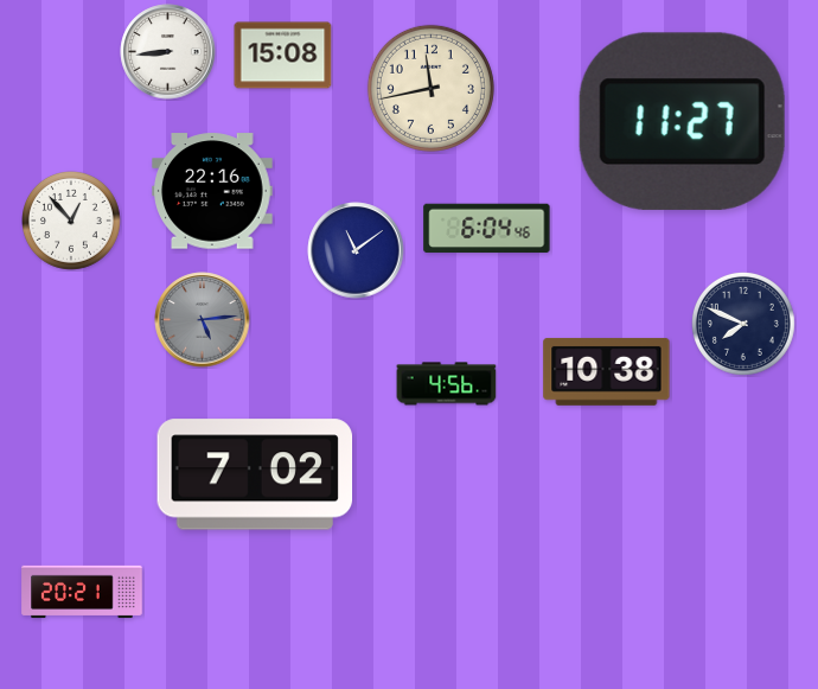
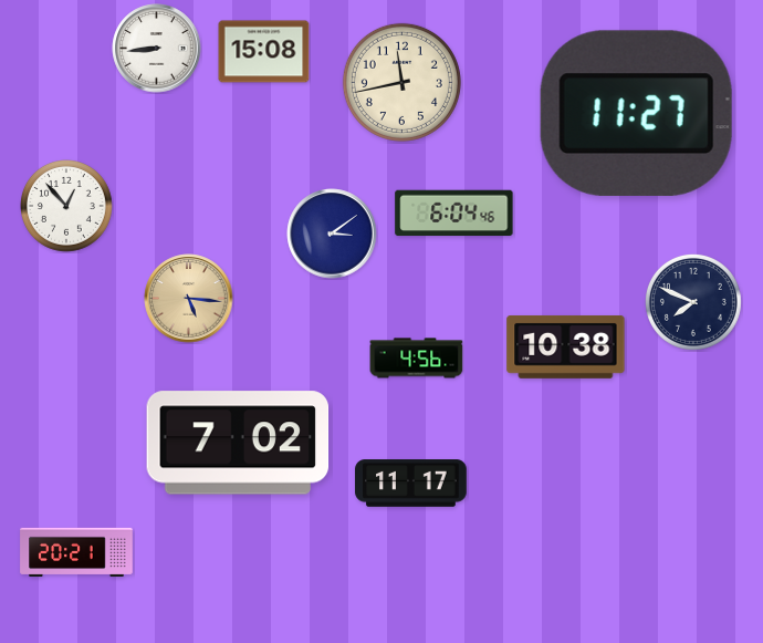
clock at (212, 191): 22:16 -> none
clock at (356, 250): 11:09 -> 3:09
clock at (203, 320): 5:14 -> 5:16
clock at (203, 320) dial: grey -> champagne
clock at (411, 484): none -> 11:17
